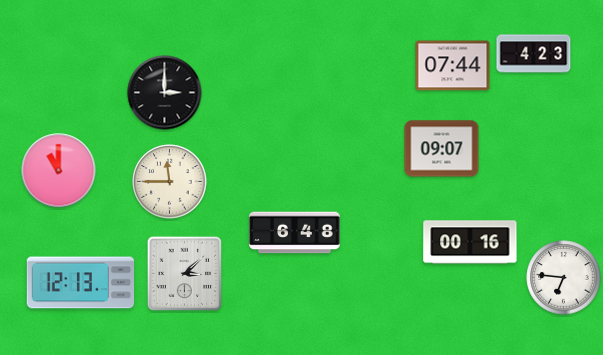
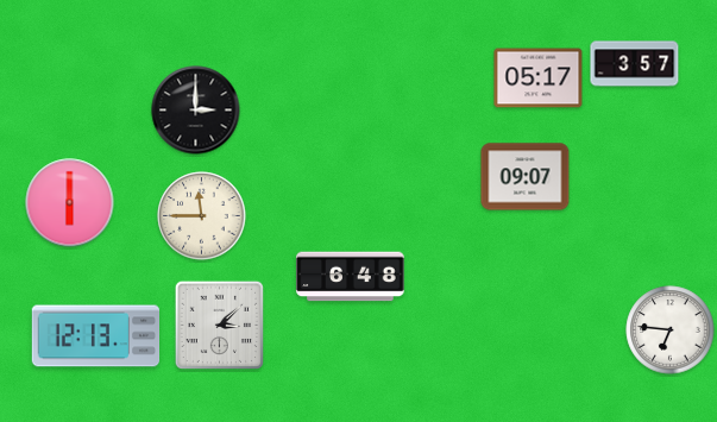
clock at (534, 54): 4:23 -> 3:57
clock at (453, 66): 07:44 -> 05:17
clock at (59, 171): 11:00 -> 6:00
clock at (470, 242): 00:16 -> none
